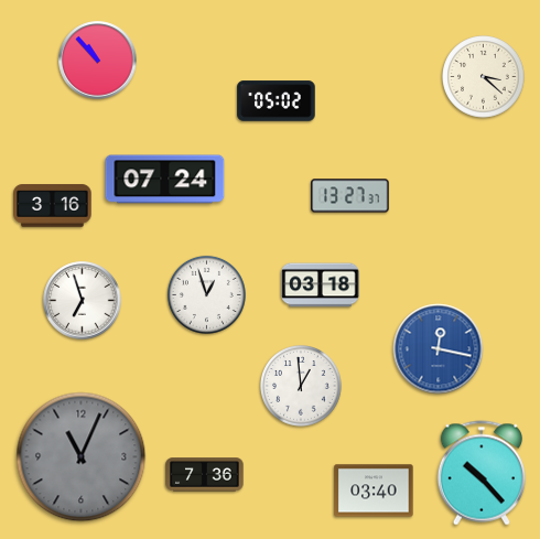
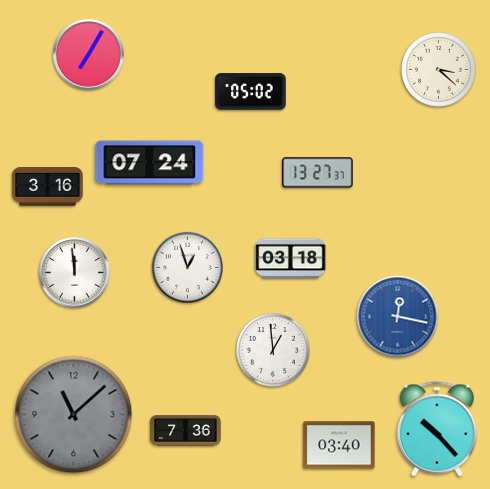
clock at (98, 61): 10:53 -> 7:05
clock at (350, 196) position: (350, 196) -> (318, 173)
clock at (83, 301): 6:57 -> 11:59
clock at (82, 457): 11:04 -> 11:08
